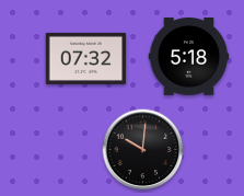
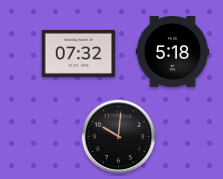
clock at (143, 150) position: (143, 150) -> (119, 137)
